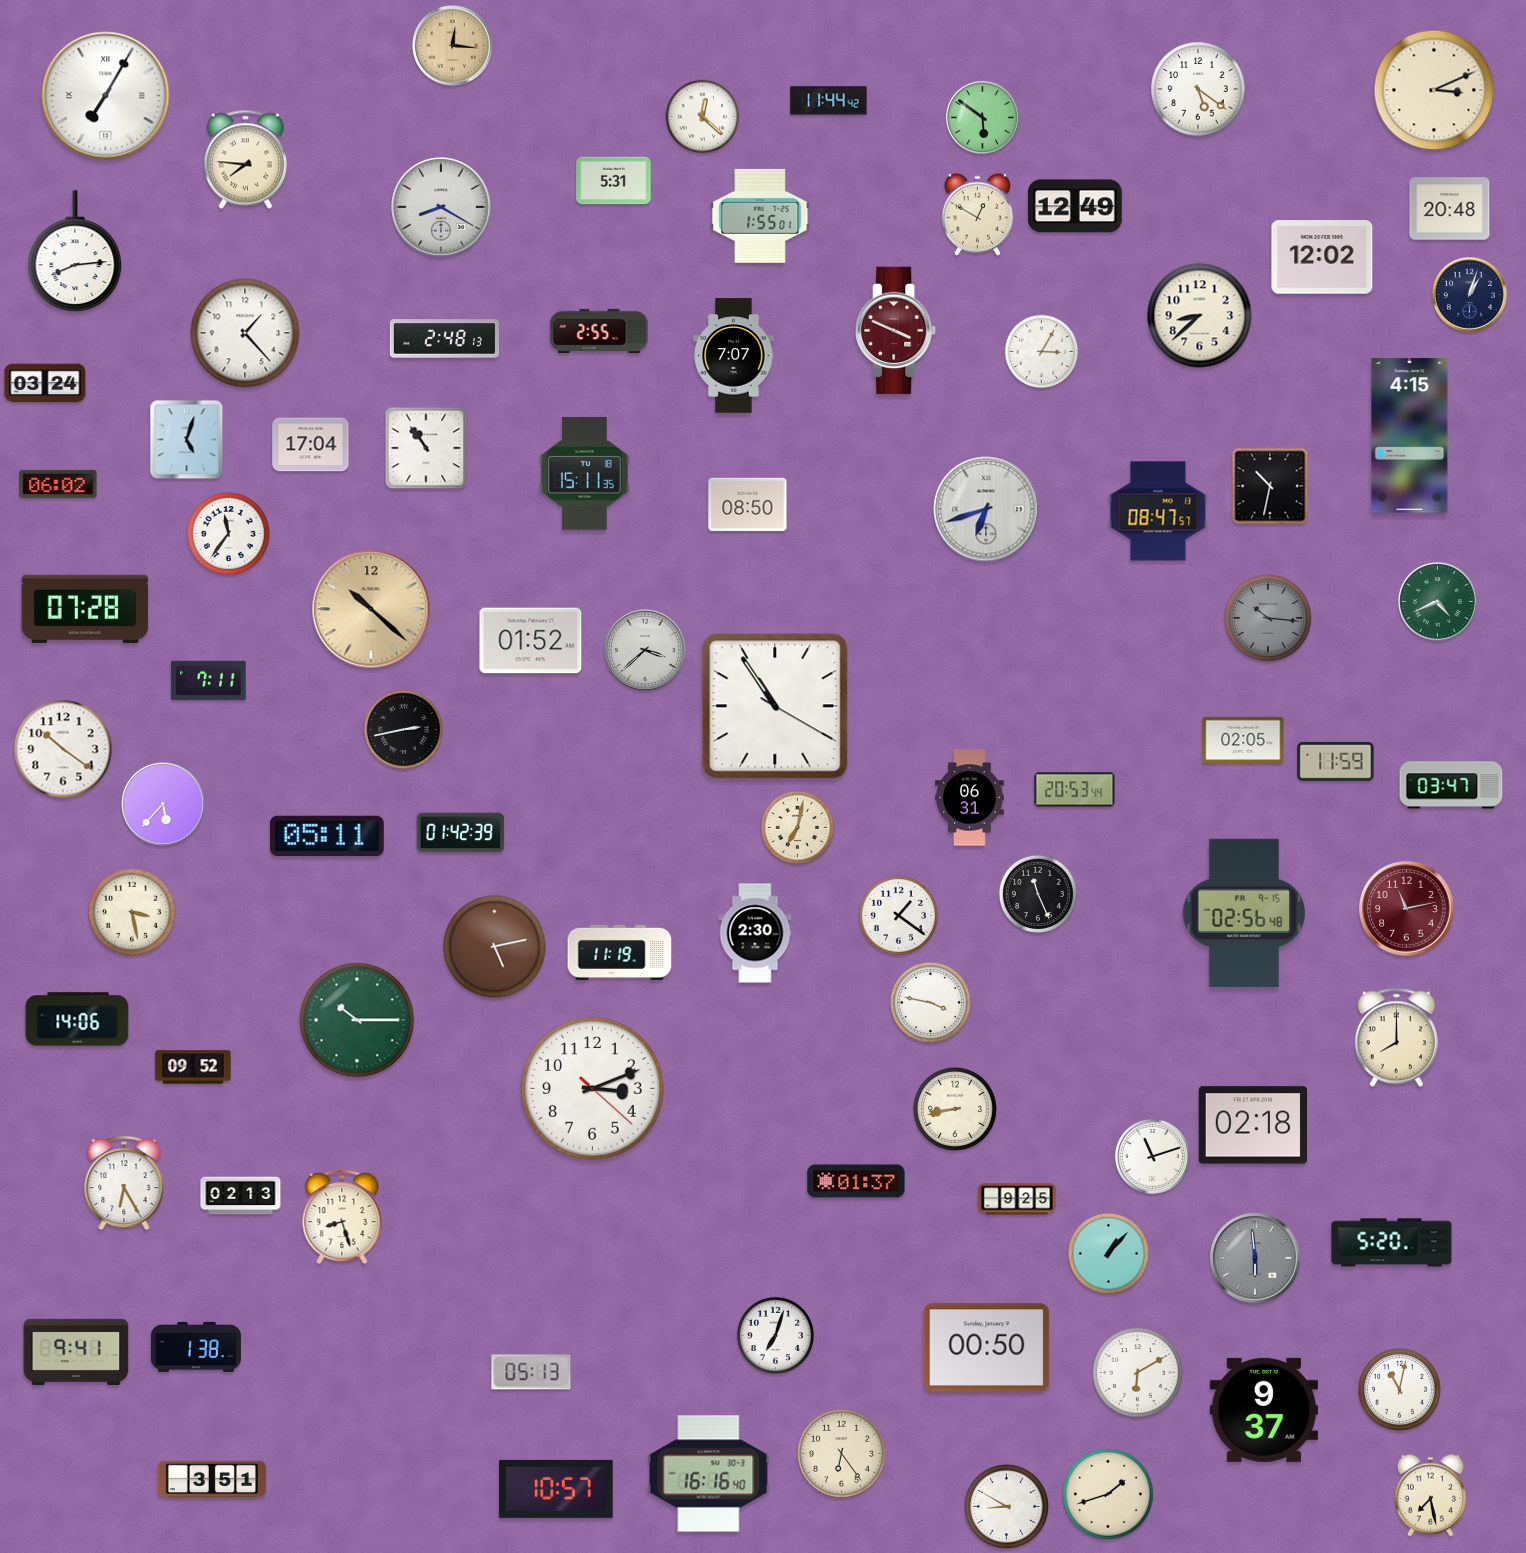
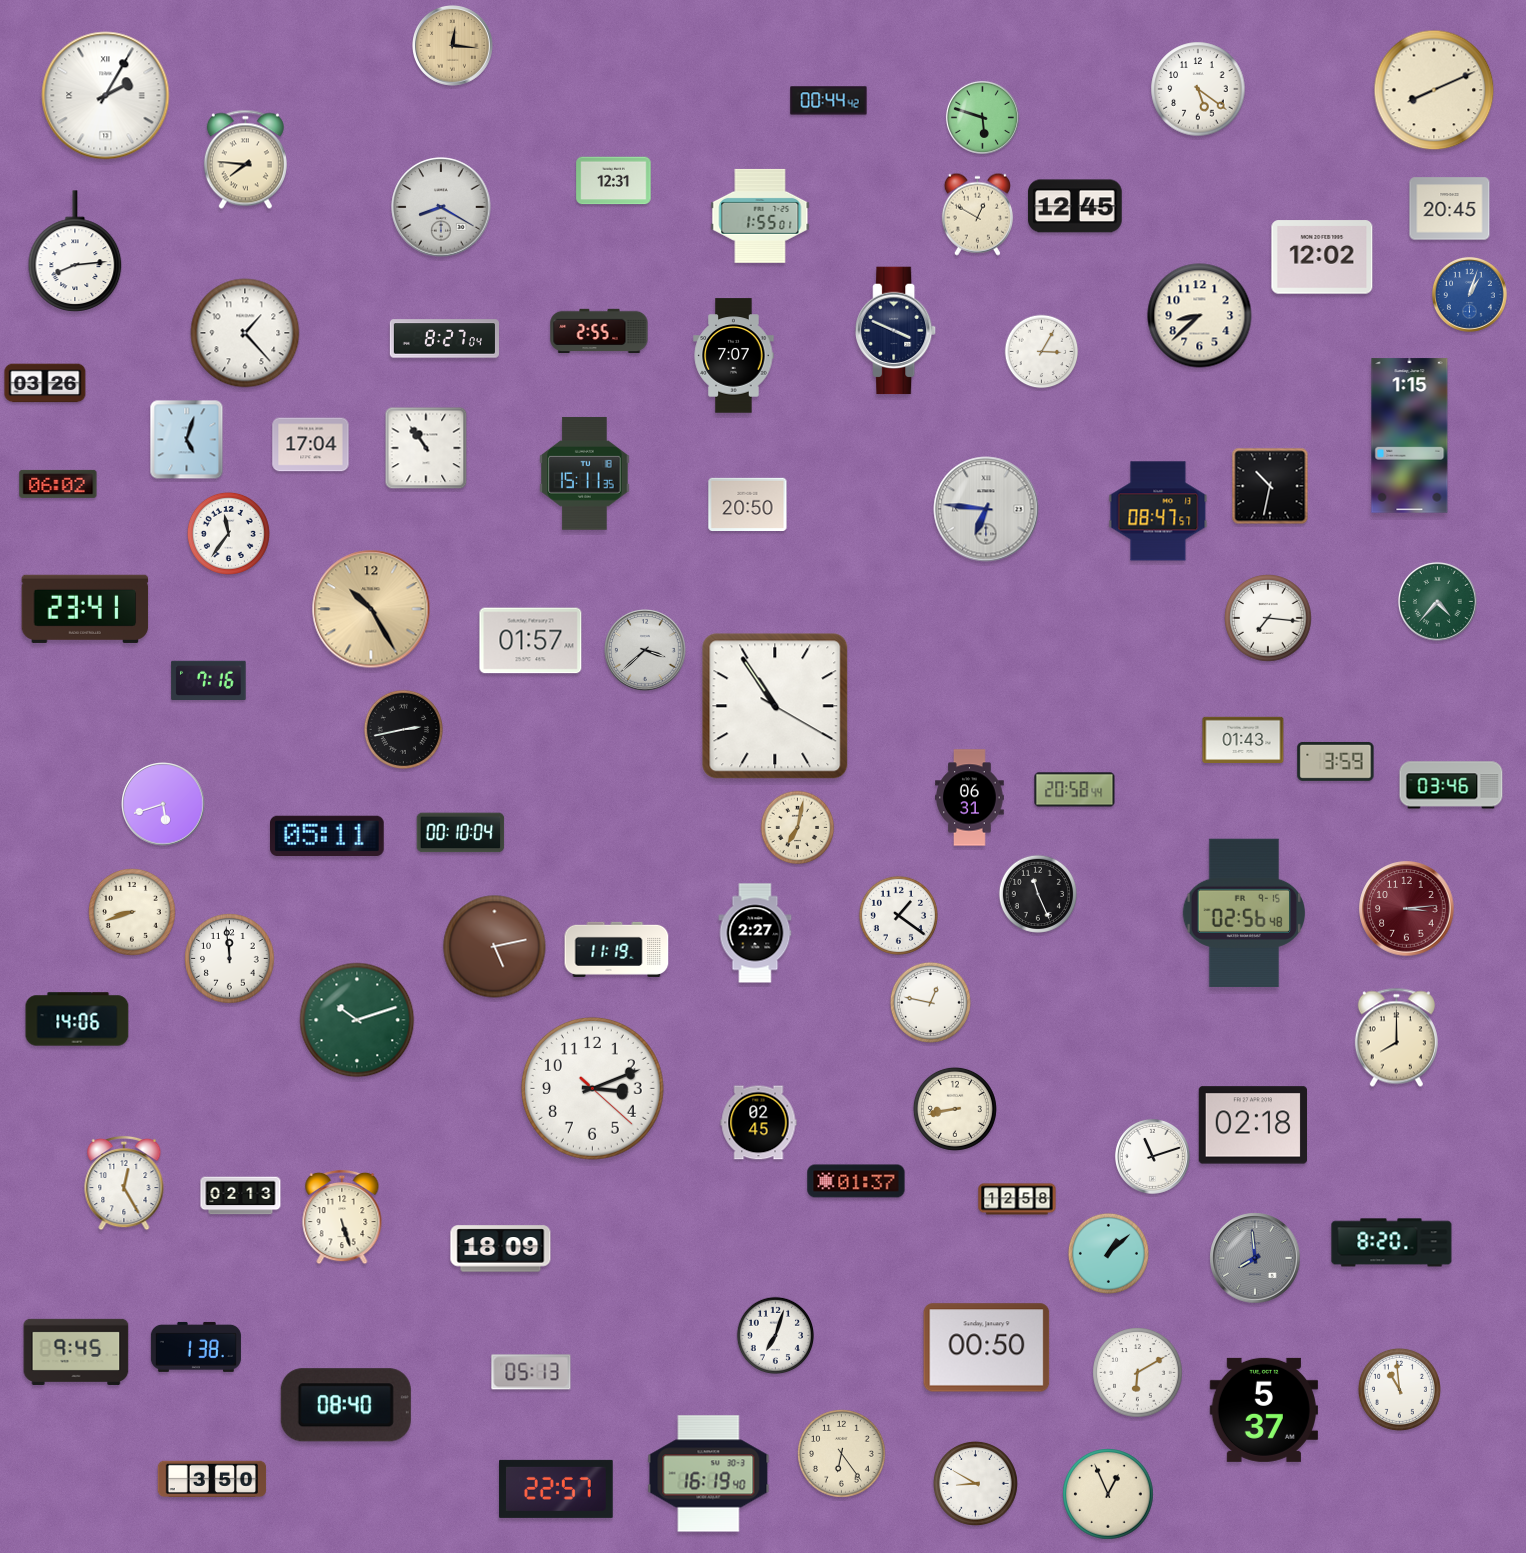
clock at (1434, 90): 3:11 -> 8:11
clock at (106, 96): 7:05 -> 2:05
clock at (829, 101): 11:44 -> 00:44
clock at (703, 117): 12:22 -> none
clock at (982, 117): 5:51 -> 5:48
clock at (614, 181): 5:31 -> 12:31
clock at (1075, 206): 12:49 -> 12:45
clock at (1450, 209): 20:48 -> 20:45
clock at (1469, 294) dial: navy -> blue
clock at (896, 331) dial: burgundy -> navy
clock at (444, 339): 2:48 -> 8:27
clock at (45, 383): 03:24 -> 03:26
clock at (1410, 436): 4:15 -> 1:15
clock at (748, 504): 08:50 -> 20:50
clock at (986, 509): 6:42 -> 6:46
clock at (1438, 602): 4:41 -> 4:37
clock at (85, 609): 07:28 -> 23:41
clock at (371, 609): 10:22 -> 10:25
clock at (1269, 619): 10:16 -> 7:16
clock at (1269, 619) dial: grey -> white
clock at (531, 641): 01:52 -> 01:57
clock at (209, 680): 7:11 -> 7:16
clock at (1243, 739): 02:05 -> 01:43
clock at (63, 749): 10:21 -> none
clock at (1336, 761): 11:59 -> 3:59
clock at (1451, 785): 03:47 -> 03:46
clock at (1075, 790): 20:53 -> 20:58
clock at (164, 805): 5:37 -> 5:42
clock at (461, 833): 01:42 -> 00:10
clock at (1407, 909): 11:13 -> 3:14
clock at (133, 913): 3:28 -> 8:42
clock at (755, 933): 2:30 -> 2:27
clock at (620, 952) position: (620, 952) -> (617, 949)
clock at (230, 959): none -> 11:59
clock at (930, 1002): 3:47 -> 12:47
clock at (357, 1020): 10:15 -> 10:12
clock at (193, 1067): 09:52 -> none
clock at (759, 1123): none -> 02:45
clock at (124, 1183): 6:25 -> 12:25
clock at (1017, 1199): 9:25 -> 12:58
clock at (342, 1217): 8:27 -> 5:27
clock at (1392, 1243): 5:20 -> 8:20
clock at (501, 1249): none -> 18:09
clock at (1108, 1253): 1:07 -> 1:08
clock at (1255, 1258): 5:59 -> 7:59
clock at (76, 1352): 9:41 -> 9:45
clock at (1399, 1389): 11:02 -> 10:59
clock at (346, 1405): none -> 08:40
clock at (1263, 1410): 9:37 -> 5:37
clock at (709, 1474): 16:16 -> 16:19
clock at (212, 1479): 3:51 -> 3:50
clock at (556, 1489): 10:57 -> 22:57
clock at (1108, 1494): 1:42 -> 12:56
clock at (1430, 1495): 7:28 -> none
clock at (1006, 1506) position: (1006, 1506) -> (975, 1483)
